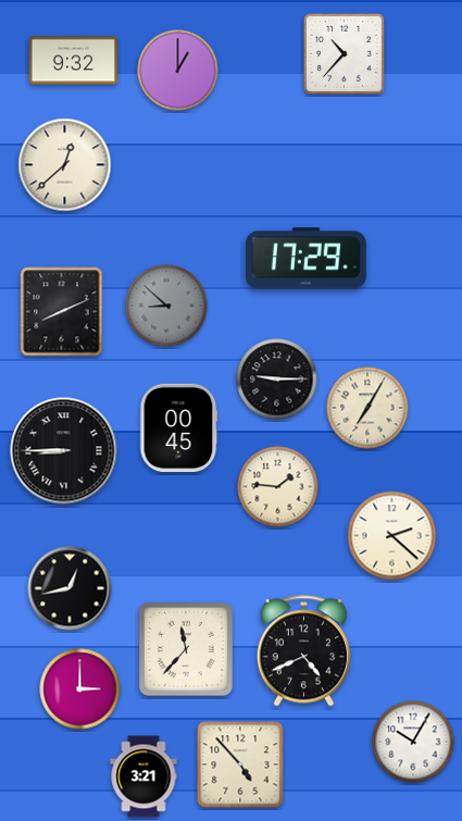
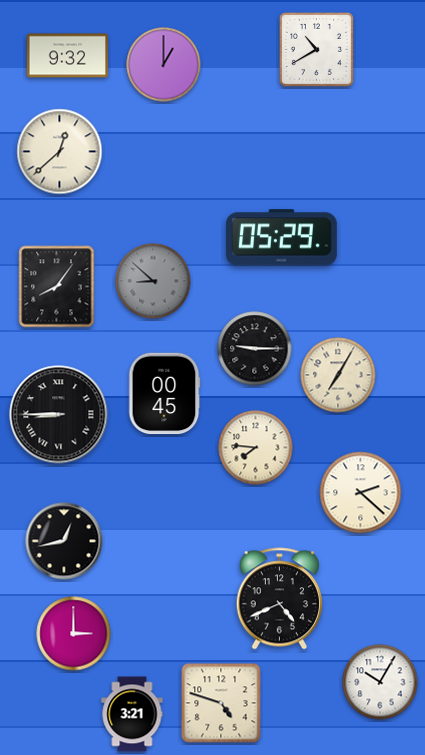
clock at (344, 53): 10:37 -> 10:40
clock at (305, 259): 17:29 -> 05:29
clock at (62, 312): 8:11 -> 8:06
clock at (278, 487): 1:46 -> 7:46
clock at (186, 649): 11:37 -> none
clock at (240, 764): 4:53 -> 4:48
